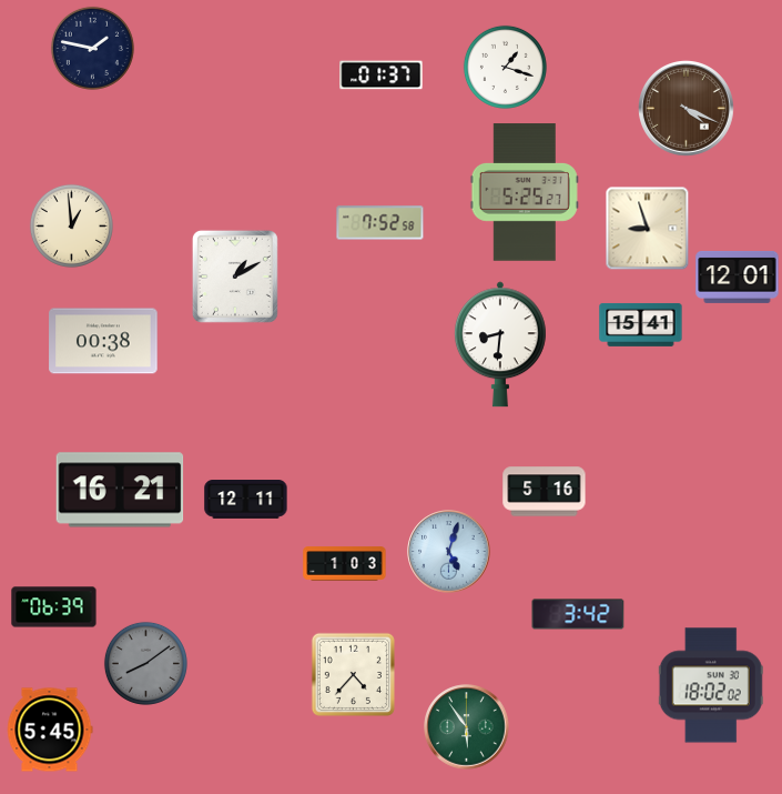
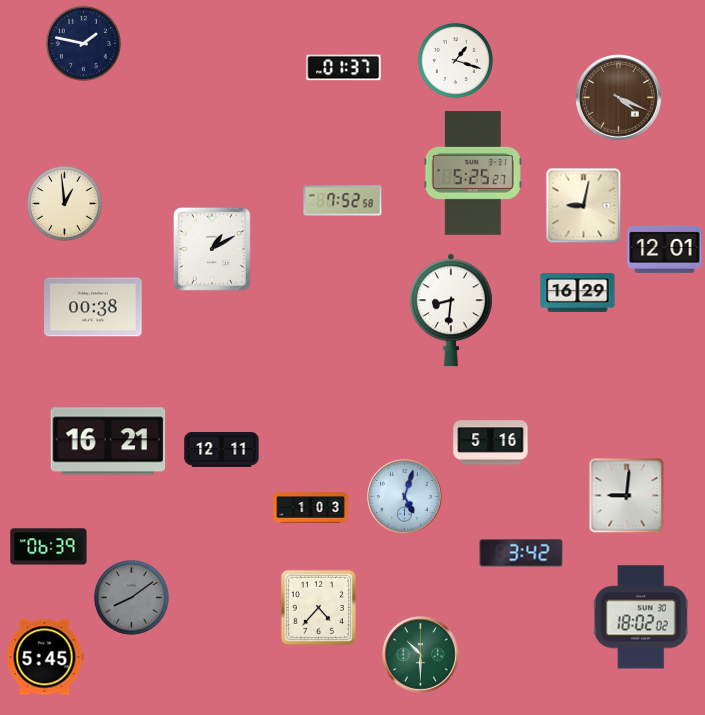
clock at (648, 229): 8:57 -> 9:02
clock at (641, 324): 15:41 -> 16:29
clock at (627, 496): none -> 9:01
clock at (467, 727): 5:54 -> 10:30
